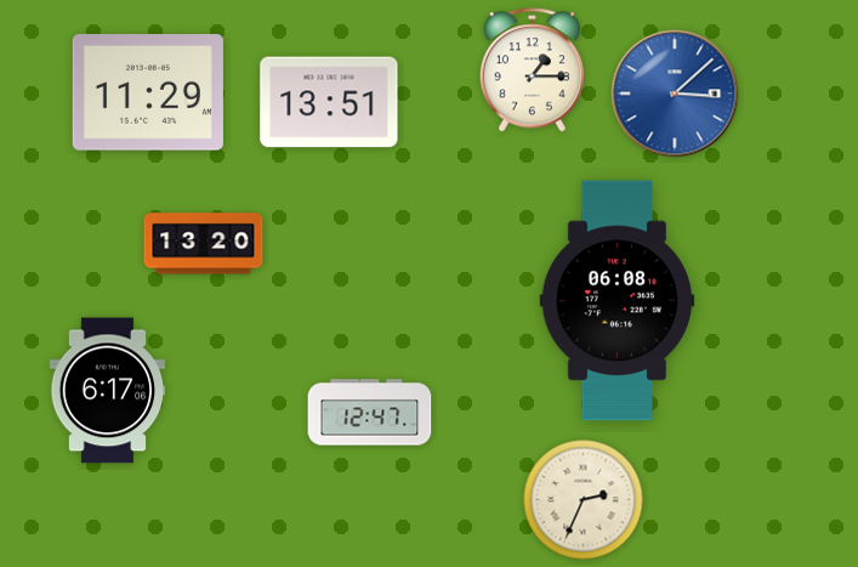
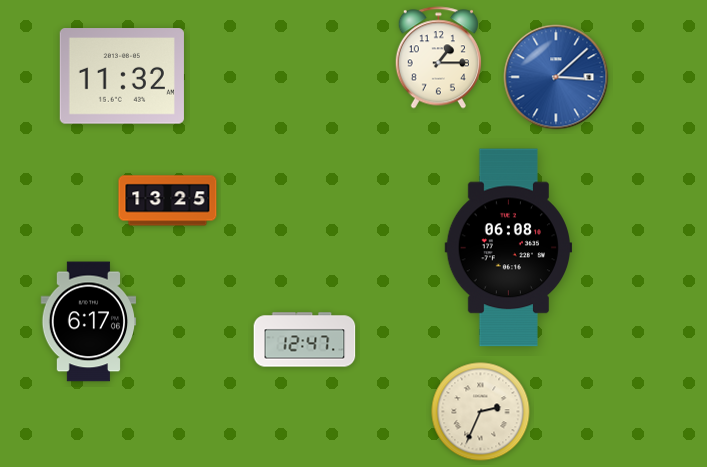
clock at (148, 92): 11:29 -> 11:32
clock at (329, 102): 13:51 -> none
clock at (204, 244): 13:20 -> 13:25
